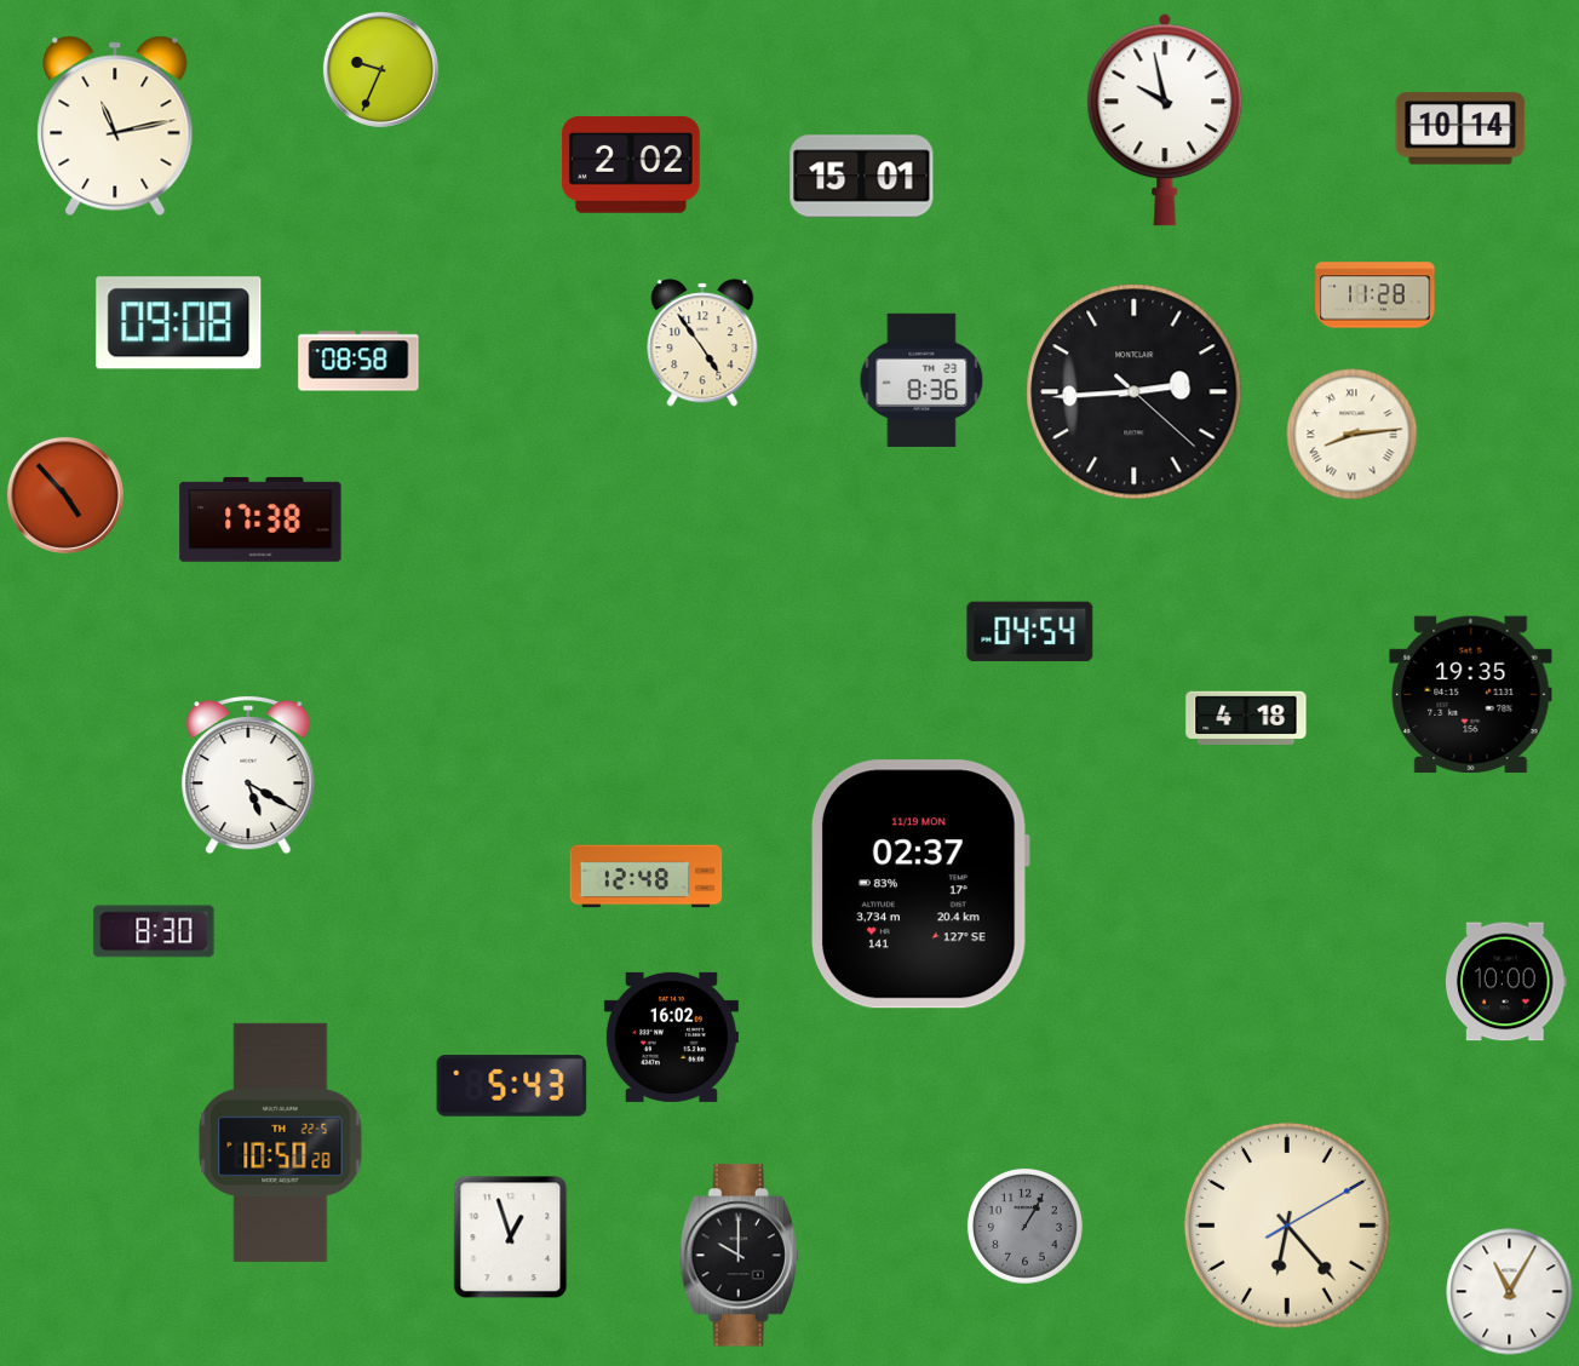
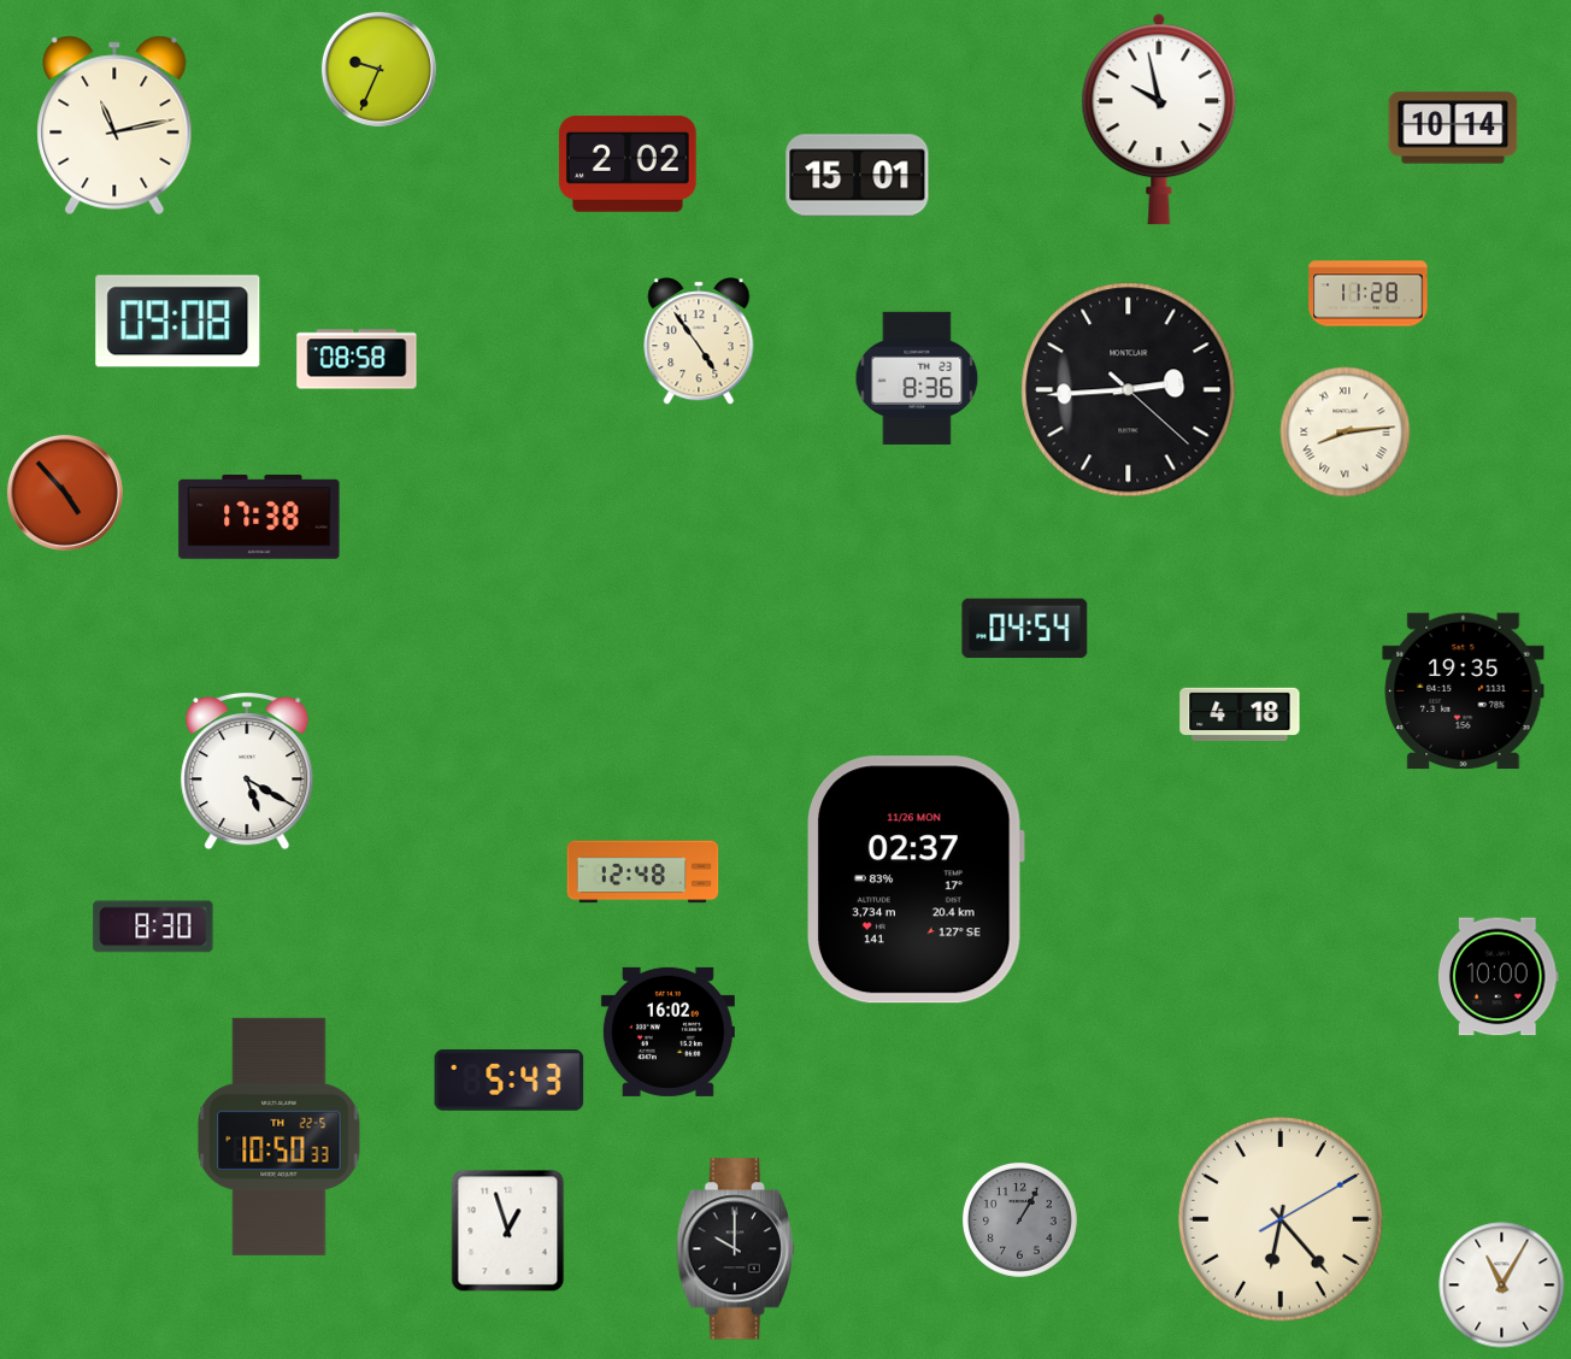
clock at (920, 884) date: 11/19 MON -> 11/26 MON
clock at (281, 1142): 10:50:28 -> 10:50:33
